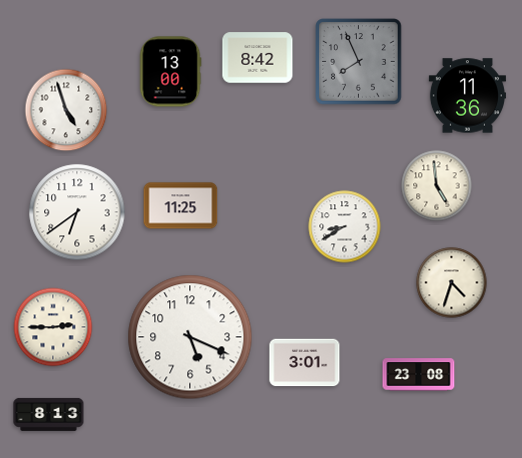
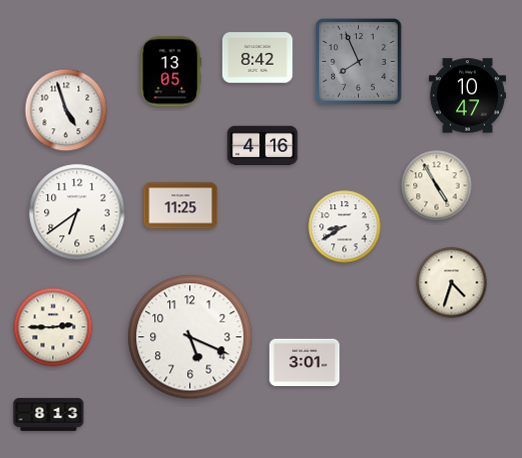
clock at (170, 72): 13:00 -> 13:05
clock at (467, 96): 11:36 -> 10:47
clock at (263, 145): none -> 4:16
clock at (437, 186): 4:59 -> 4:55
clock at (419, 375): 23:08 -> none
